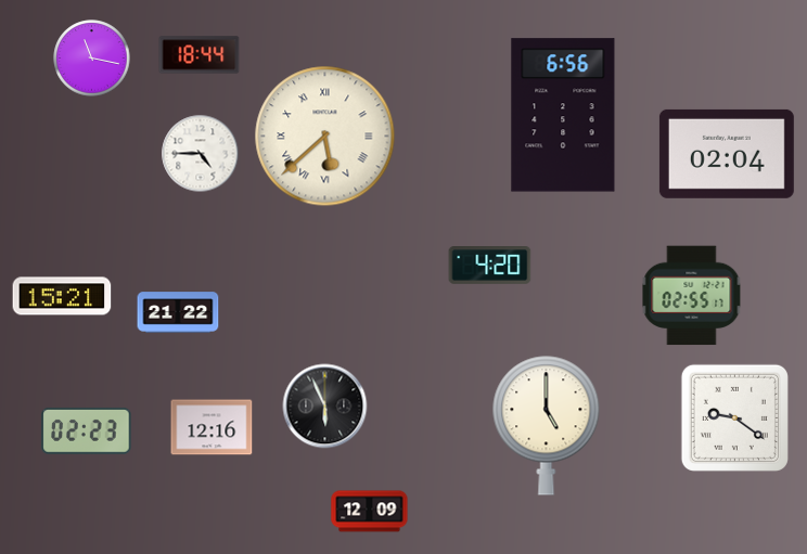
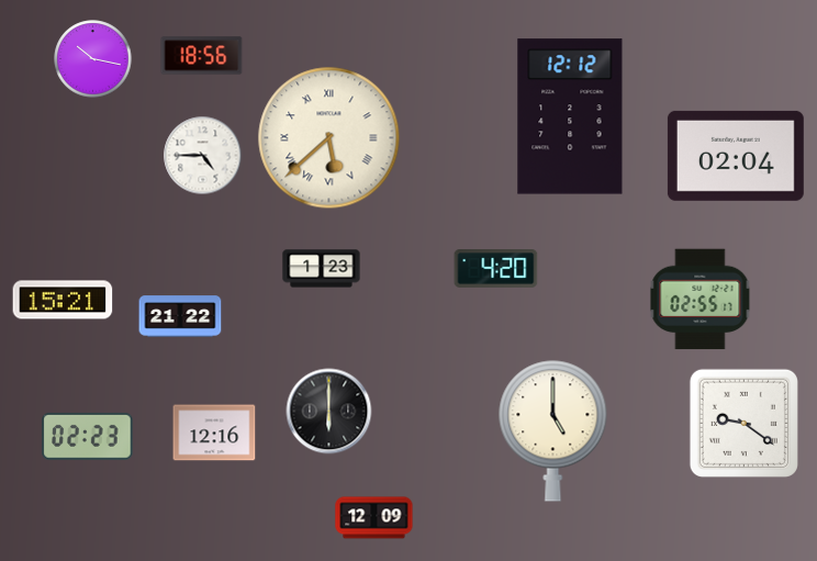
clock at (200, 55): 18:44 -> 18:56
clock at (92, 59): 11:17 -> 10:17
clock at (563, 115): 6:56 -> 12:12
clock at (322, 269): none -> 1:23
clock at (325, 407): 5:56 -> 6:00
